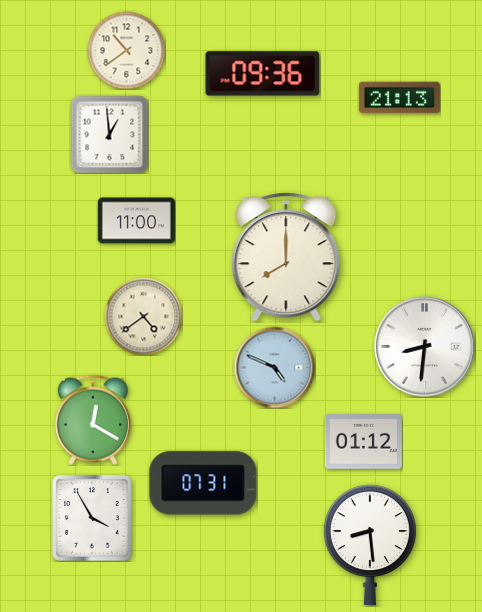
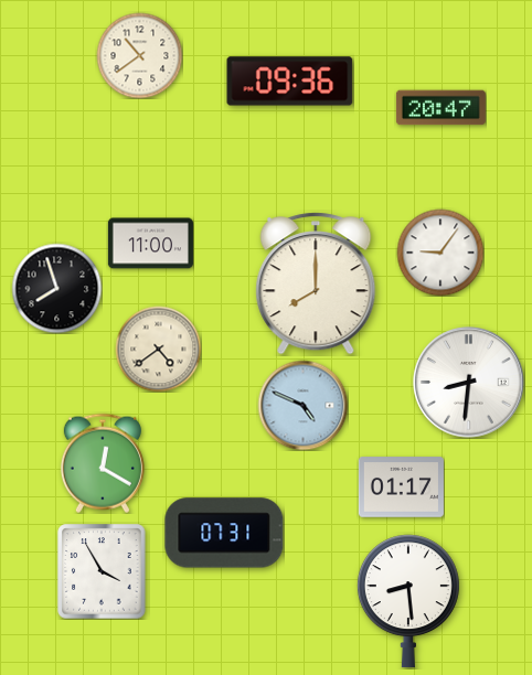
clock at (399, 98): 21:13 -> 20:47
clock at (109, 134): 12:59 -> none
clock at (440, 253): none -> 9:06
clock at (56, 288): none -> 7:57
clock at (363, 442): 01:12 -> 01:17
